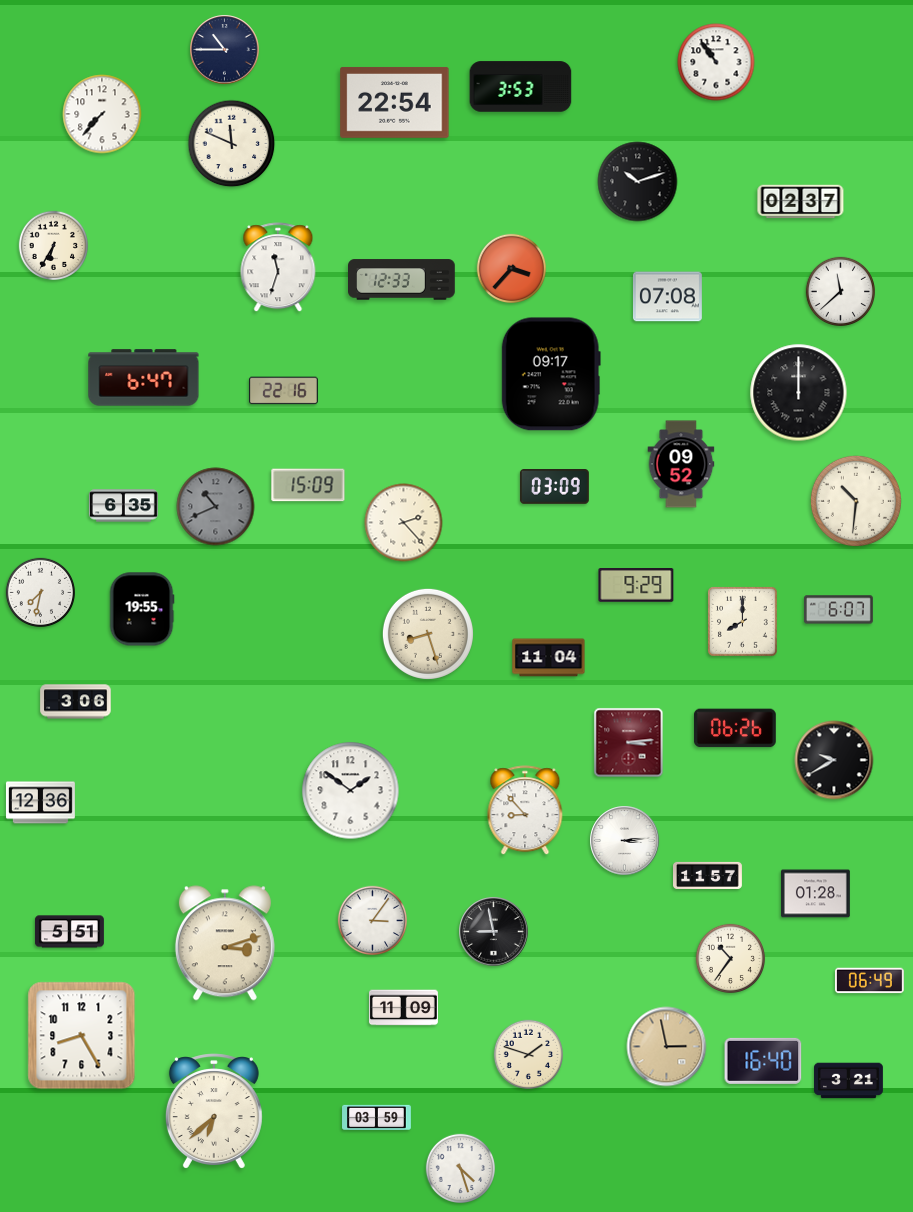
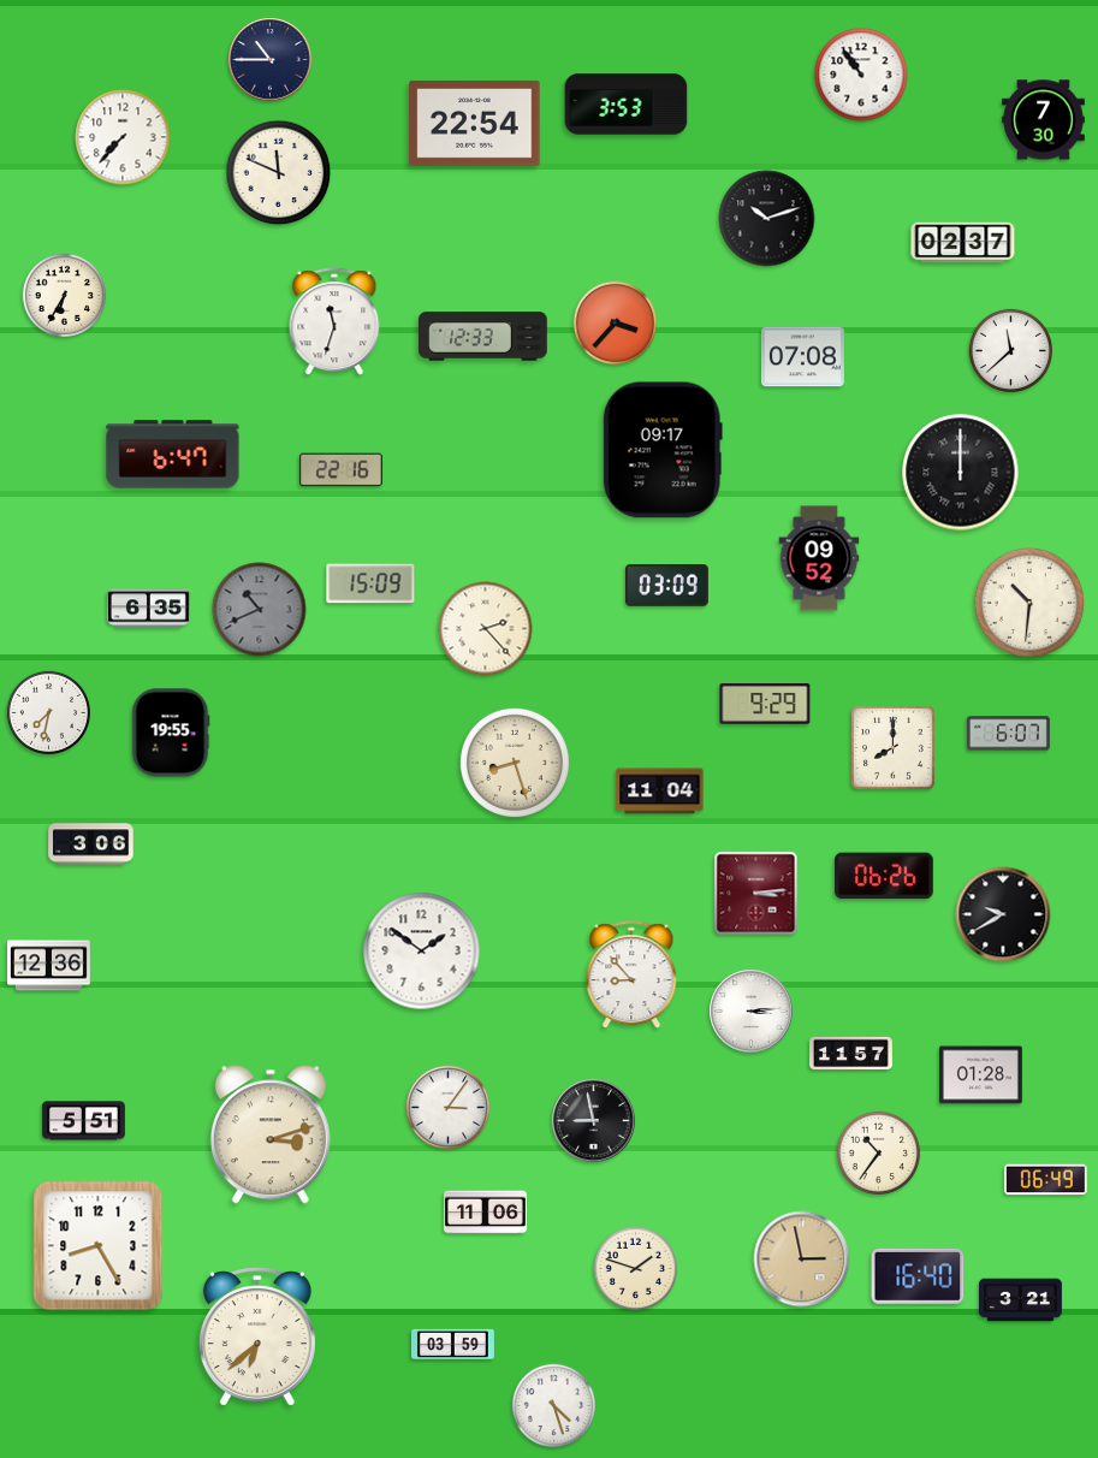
clock at (1043, 120): none -> 7:30
clock at (403, 1008): 11:09 -> 11:06
